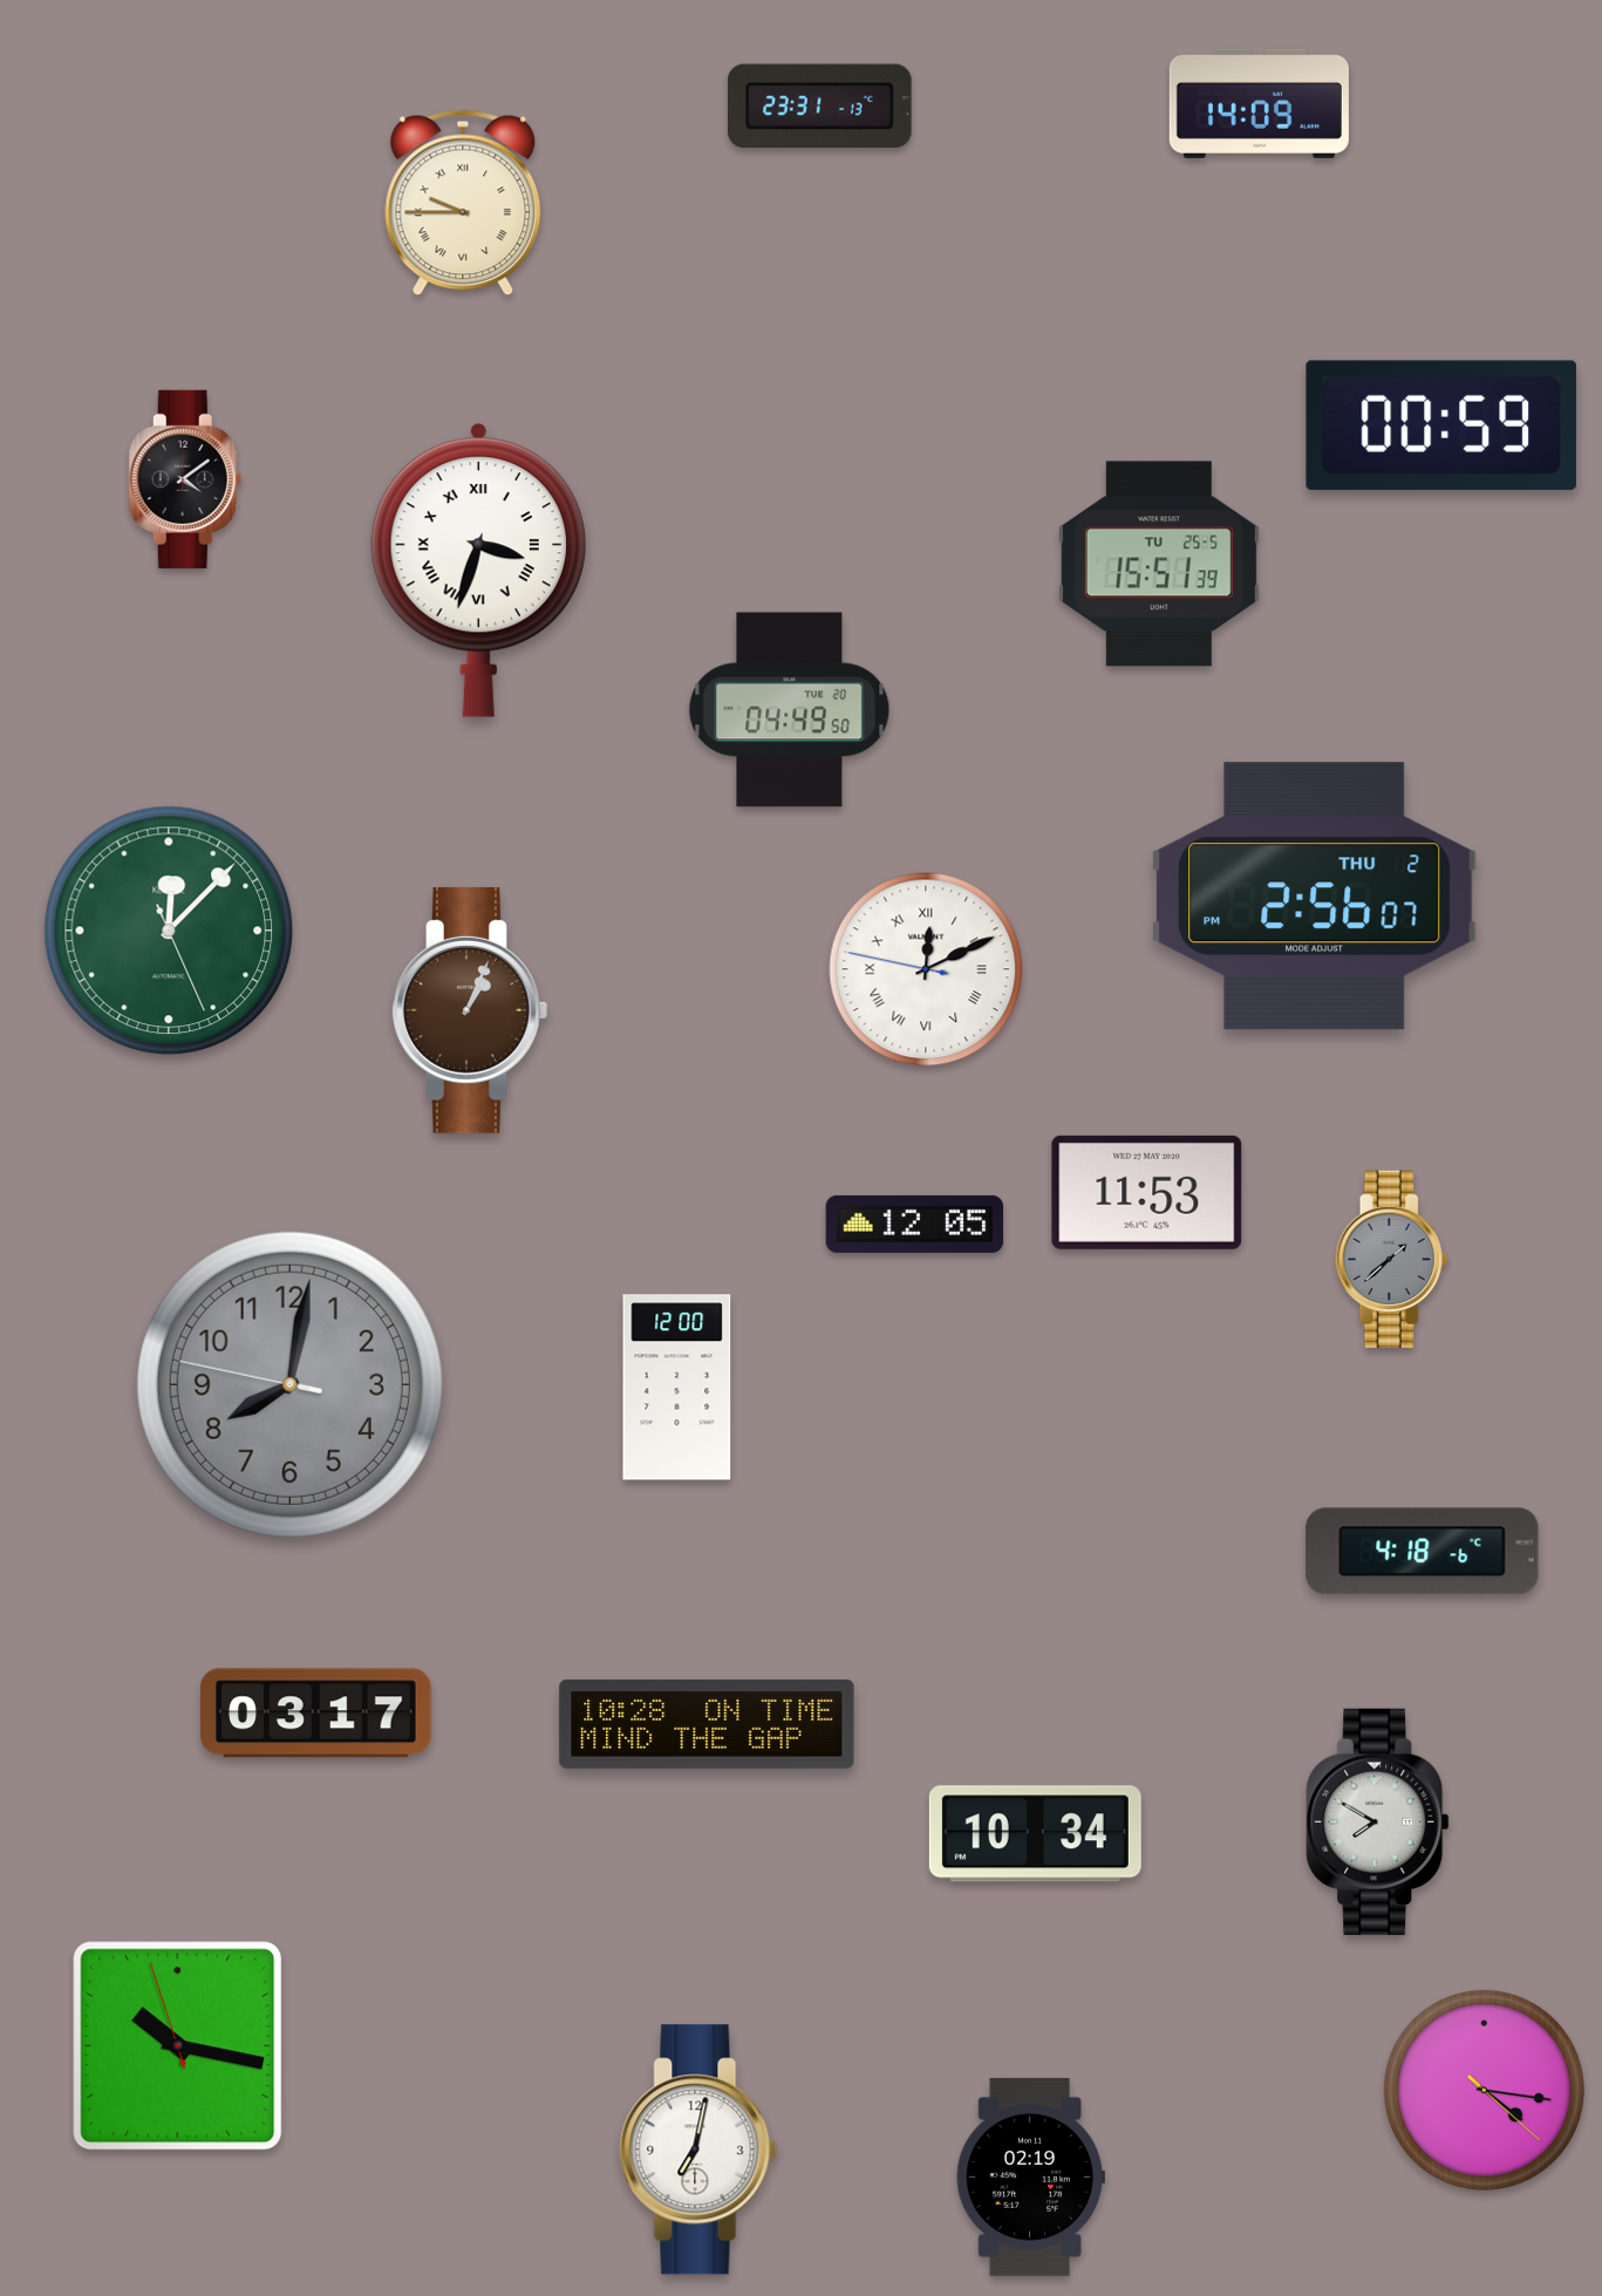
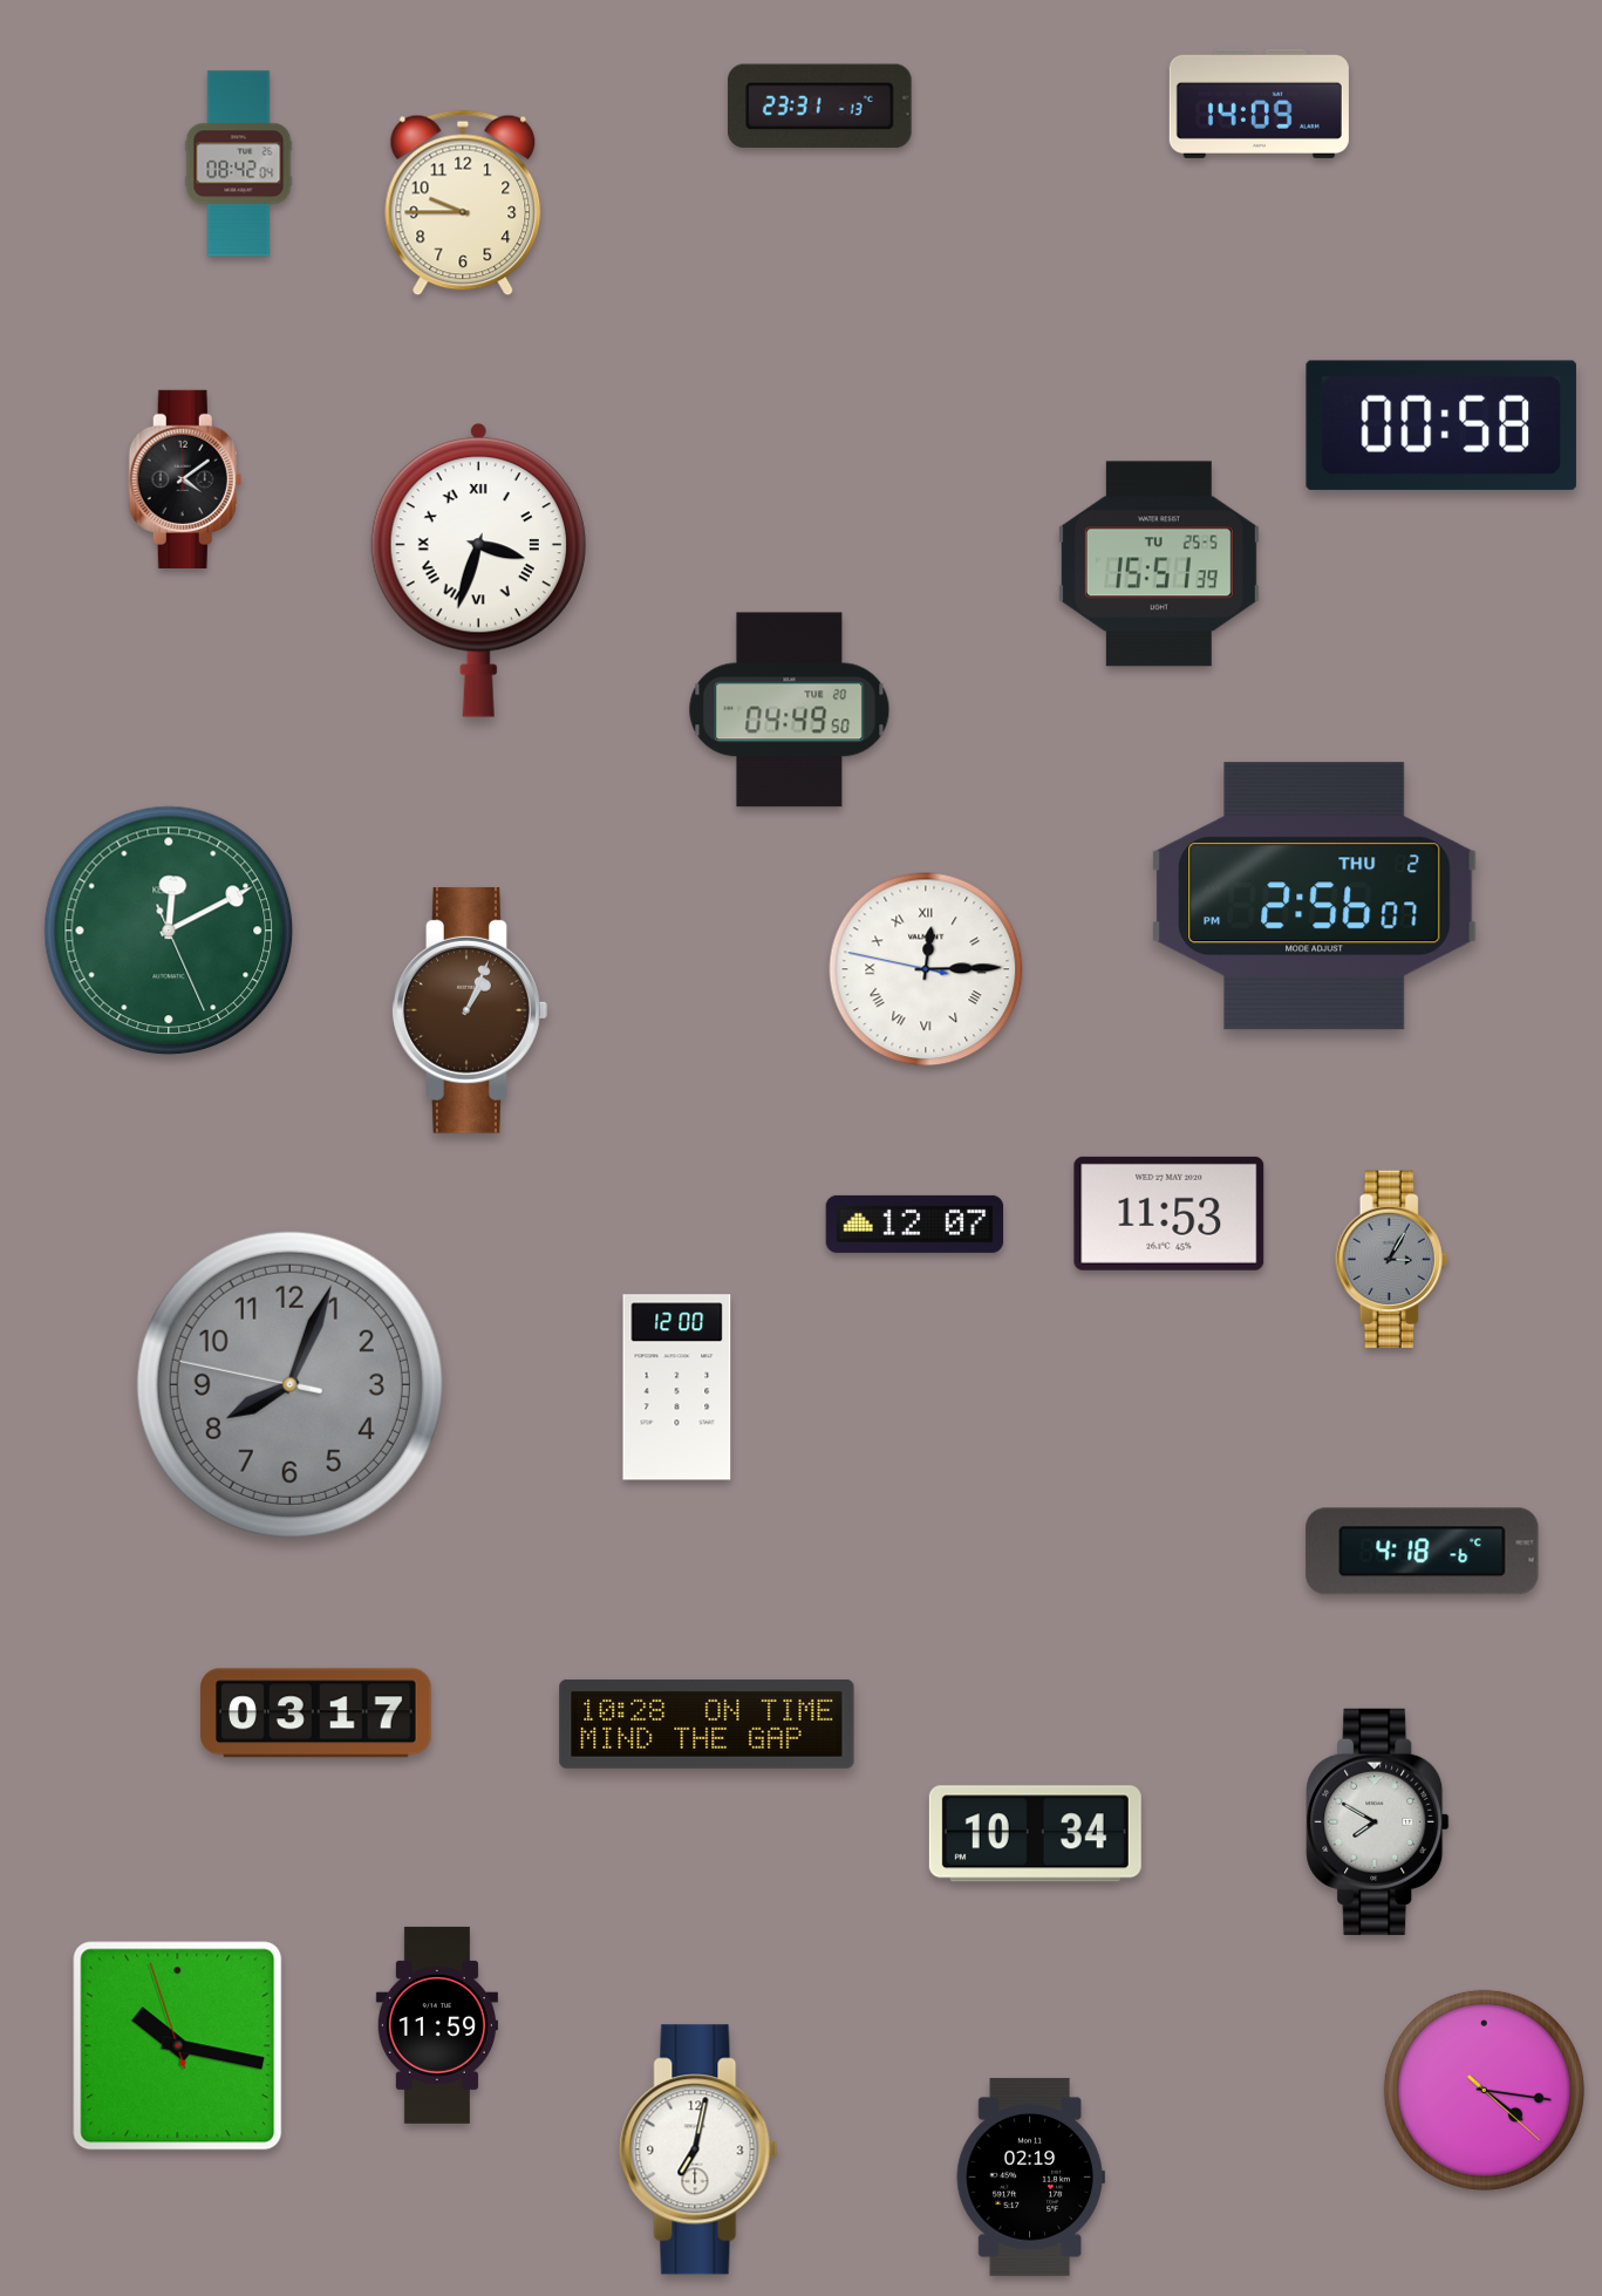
clock at (239, 164): none -> 08:42
clock at (463, 203) numerals: Roman -> Arabic
clock at (1441, 425): 00:59 -> 00:58
clock at (169, 931): 12:07 -> 12:10
clock at (926, 969): 12:10 -> 12:14
clock at (1147, 1192) position: (1147, 1192) -> (1170, 1213)
clock at (915, 1224): 12:05 -> 12:07
clock at (1392, 1260): 1:38 -> 3:05
clock at (289, 1384): 8:01 -> 8:03
clock at (437, 2025): none -> 11:59
